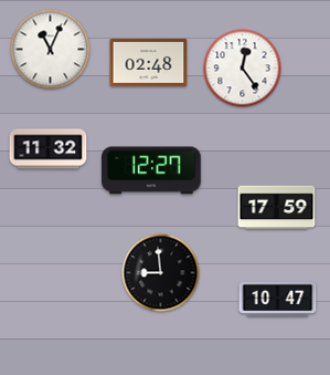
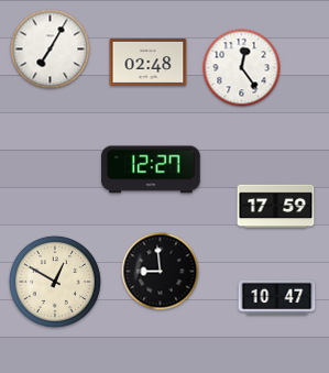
clock at (51, 50): 11:04 -> 7:05
clock at (49, 149): 11:32 -> none
clock at (55, 282): none -> 12:50
